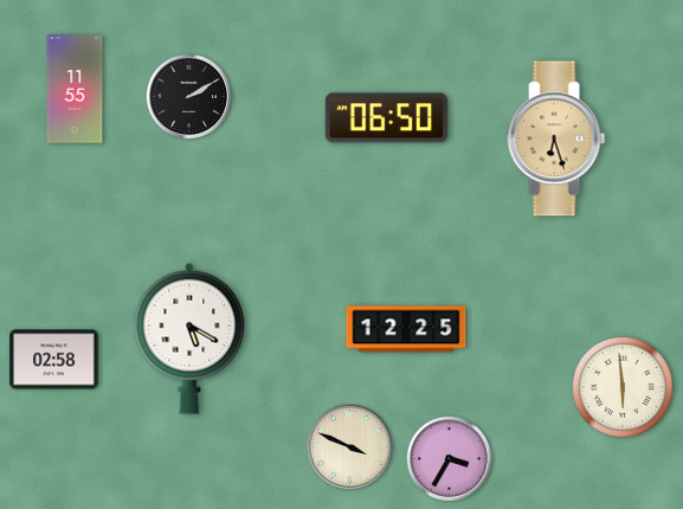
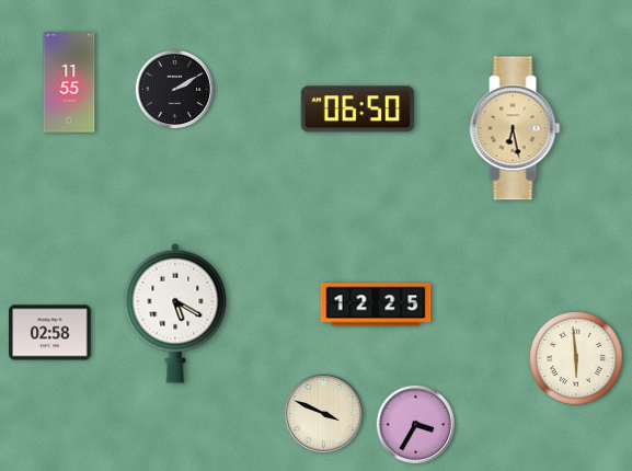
clock at (556, 138): 6:27 -> 6:28
